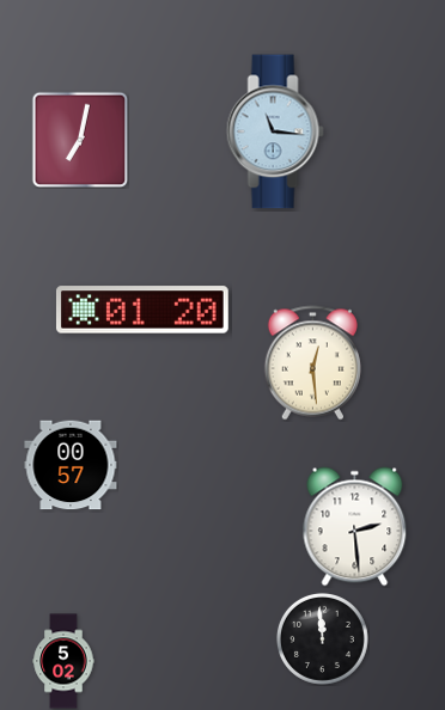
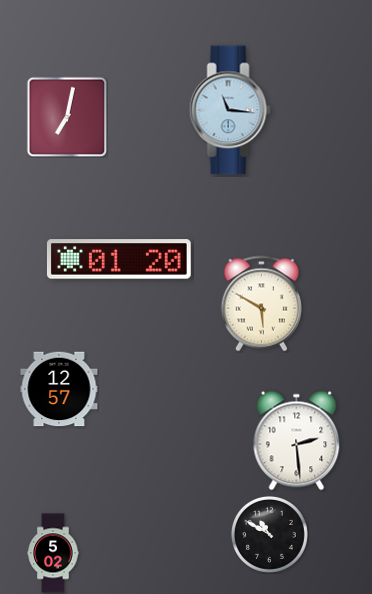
clock at (312, 363): 12:29 -> 5:50
clock at (71, 465): 00:57 -> 12:57
clock at (322, 638): 11:59 -> 10:50
